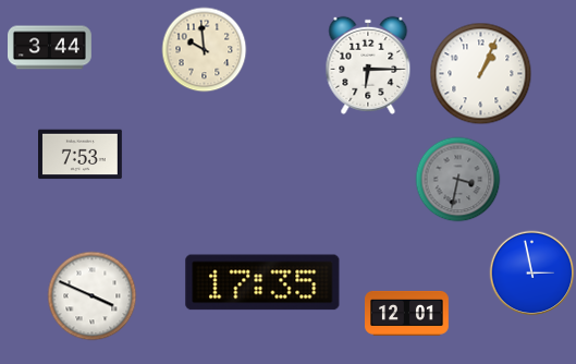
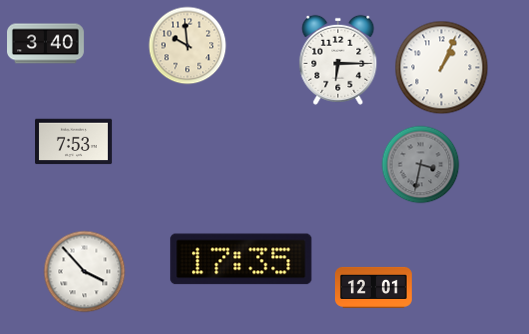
clock at (50, 48): 3:44 -> 3:40
clock at (531, 272): 2:58 -> none
clock at (91, 295): 3:49 -> 3:53
